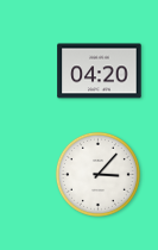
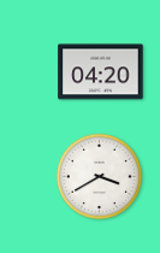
clock at (97, 174): 3:07 -> 3:40
